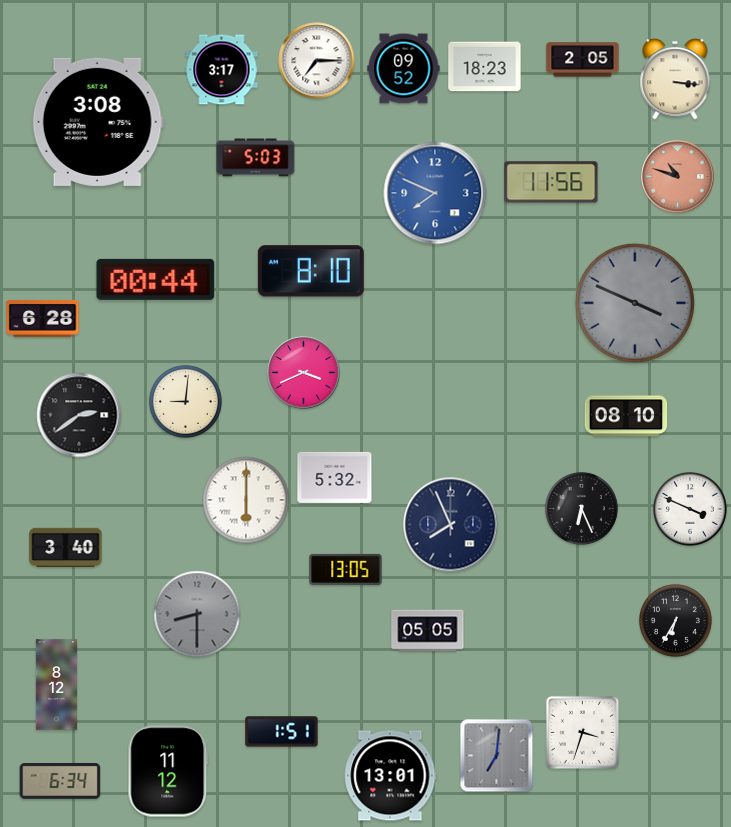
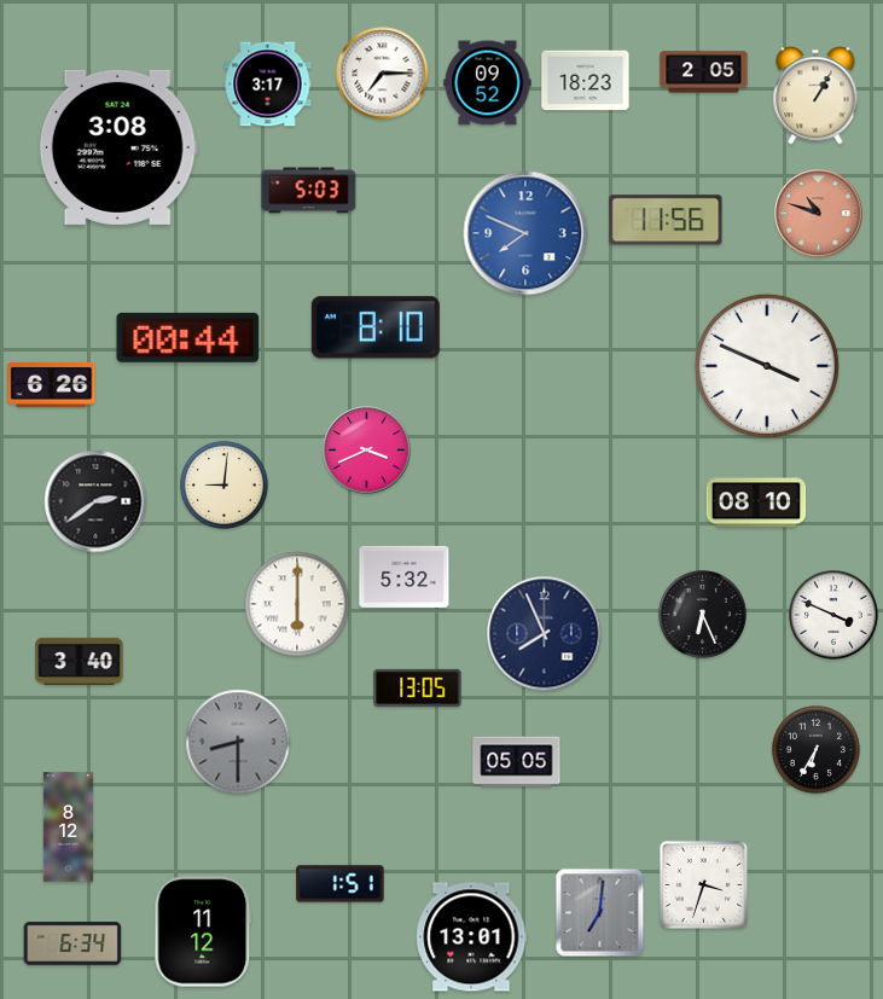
clock at (675, 79): 3:16 -> 1:05
clock at (635, 303) dial: grey -> white
clock at (43, 318): 6:28 -> 6:26
